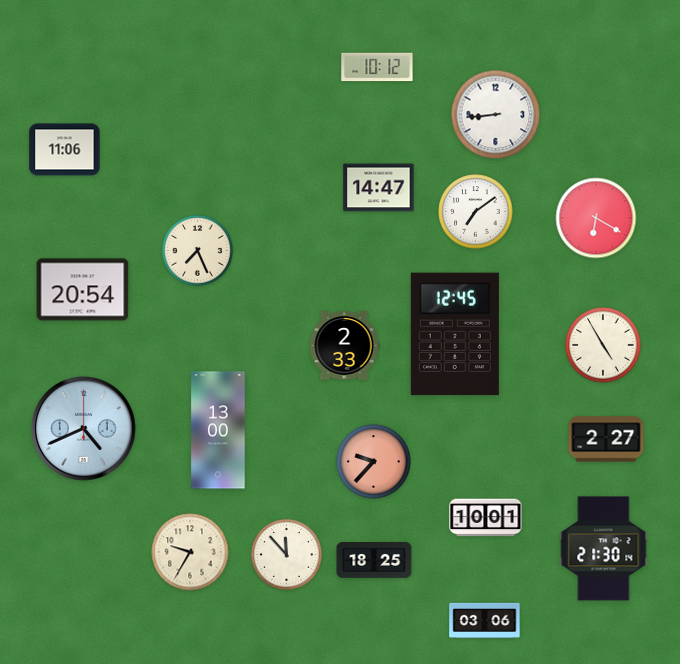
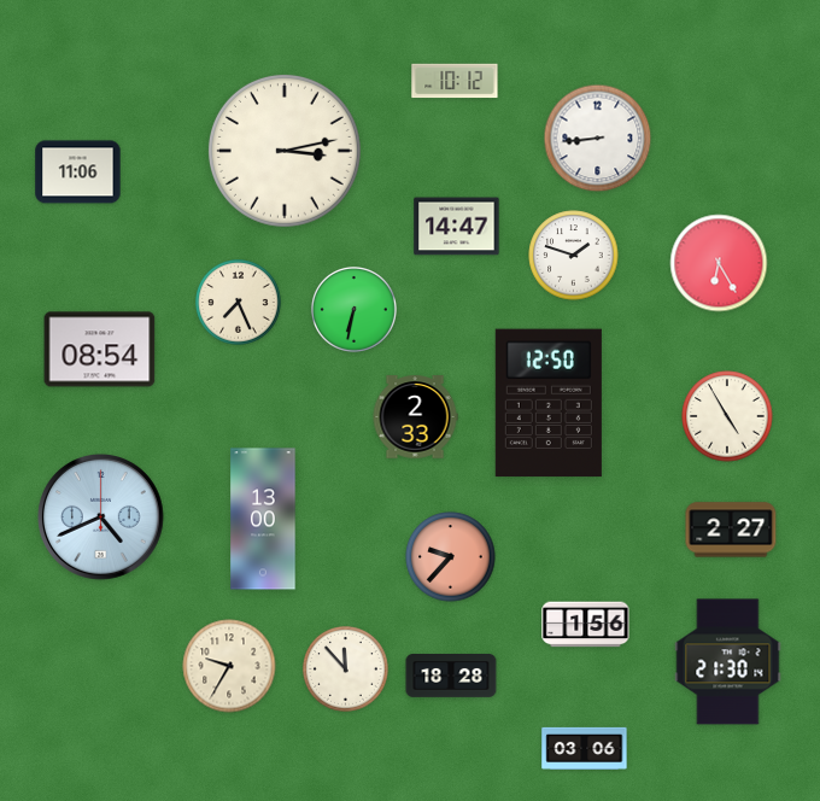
clock at (285, 151): none -> 3:13
clock at (65, 150) position: (65, 150) -> (78, 173)
clock at (476, 212): 7:09 -> 1:48
clock at (596, 218): 6:20 -> 6:25
clock at (355, 310): none -> 6:32
clock at (83, 290): 20:54 -> 08:54
clock at (455, 334): 12:45 -> 12:50
clock at (486, 518): 10:01 -> 1:56
clock at (374, 561): 18:25 -> 18:28
